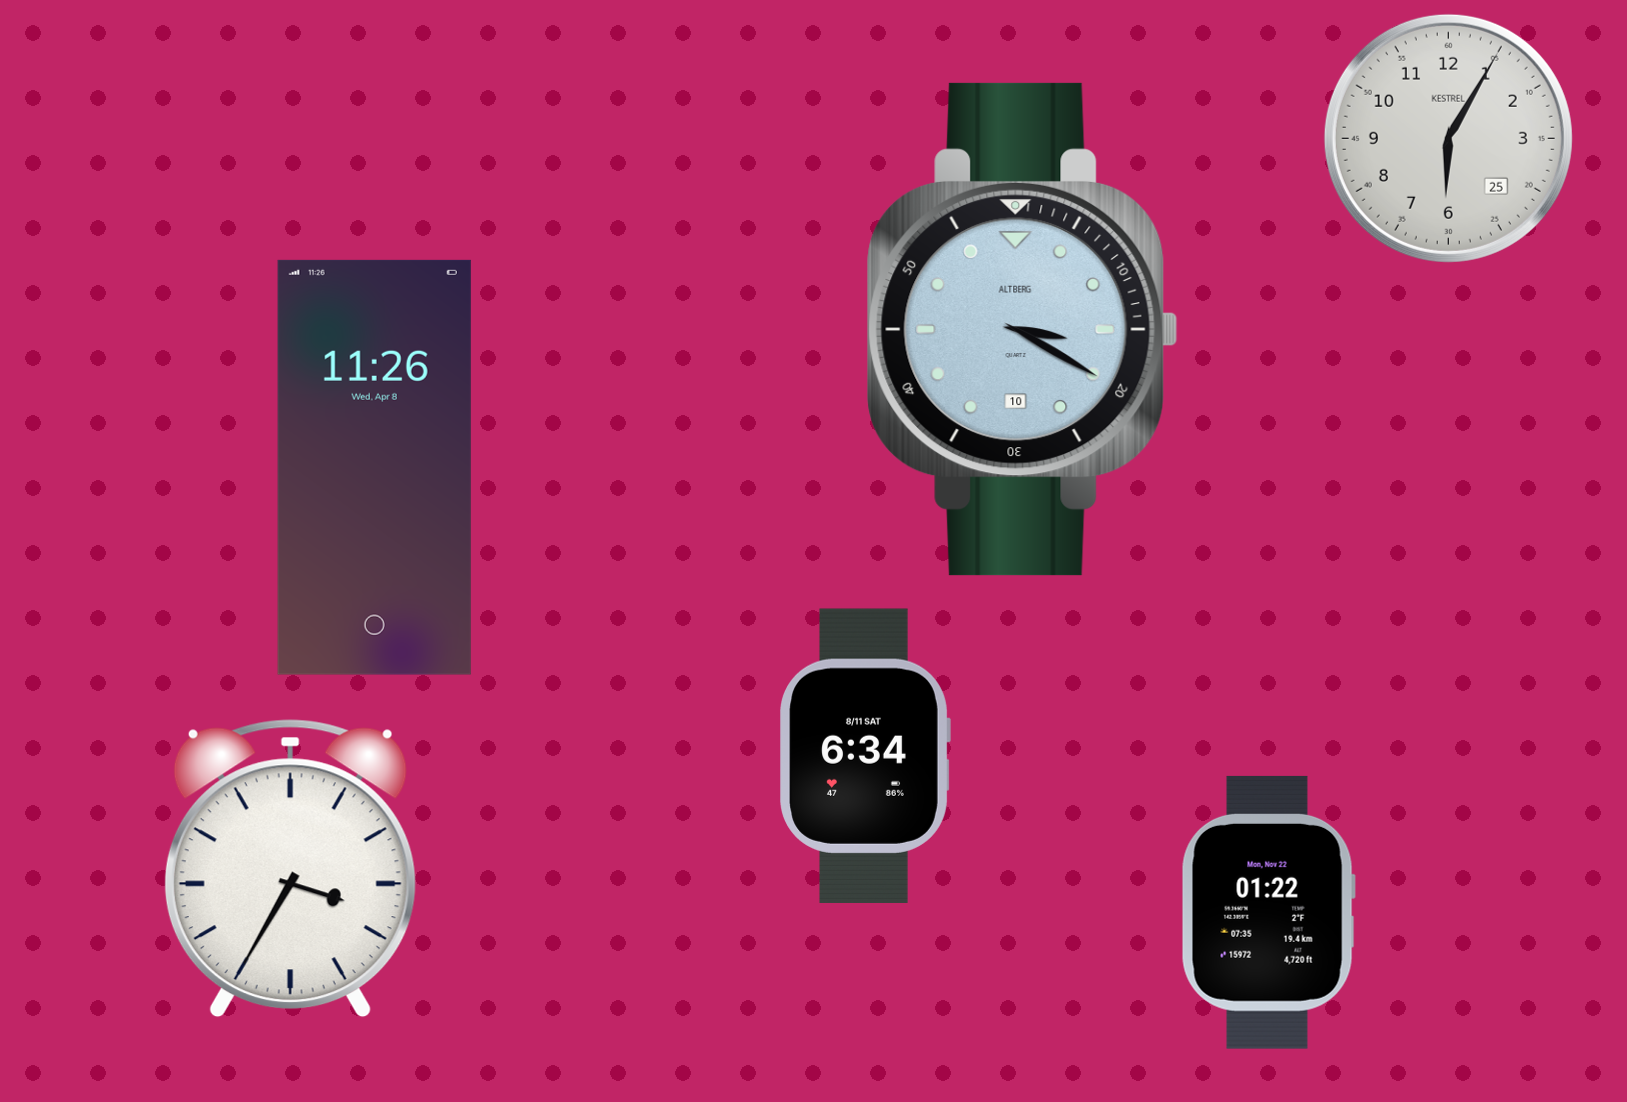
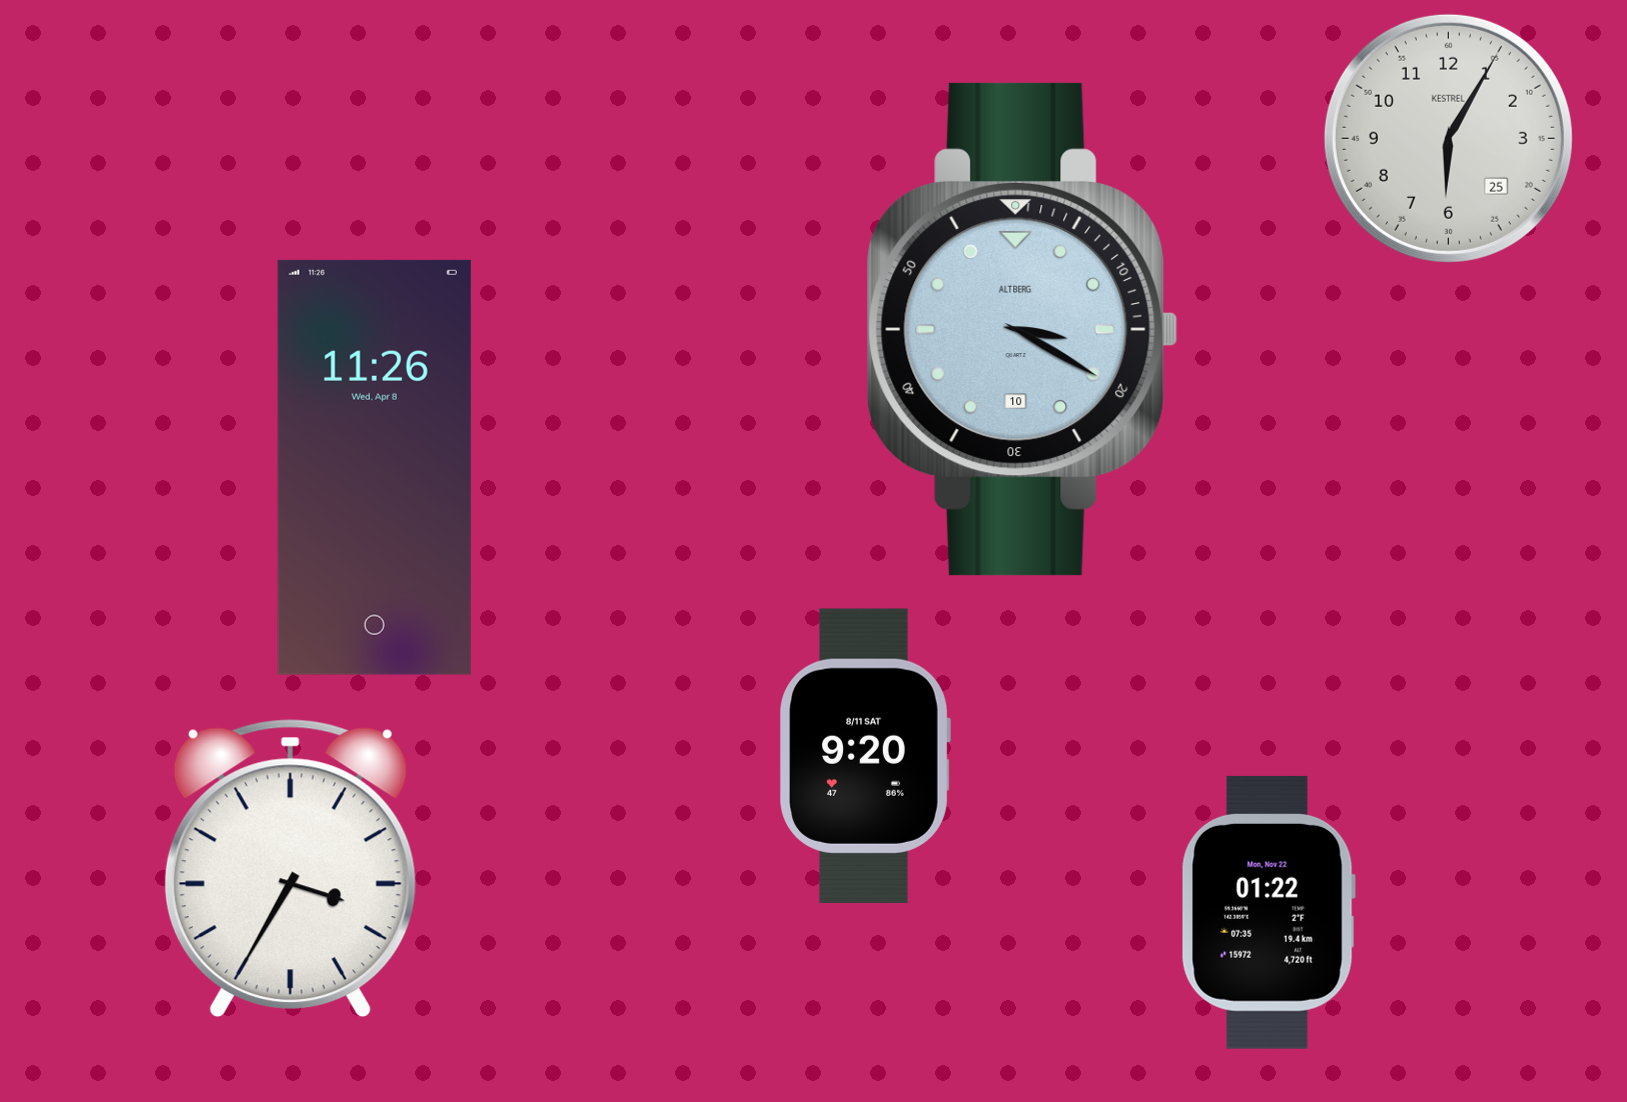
clock at (865, 756): 6:34 -> 9:20
